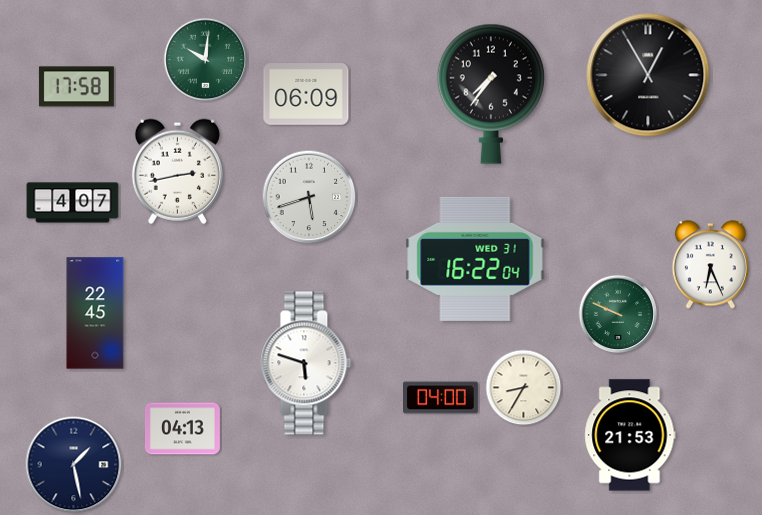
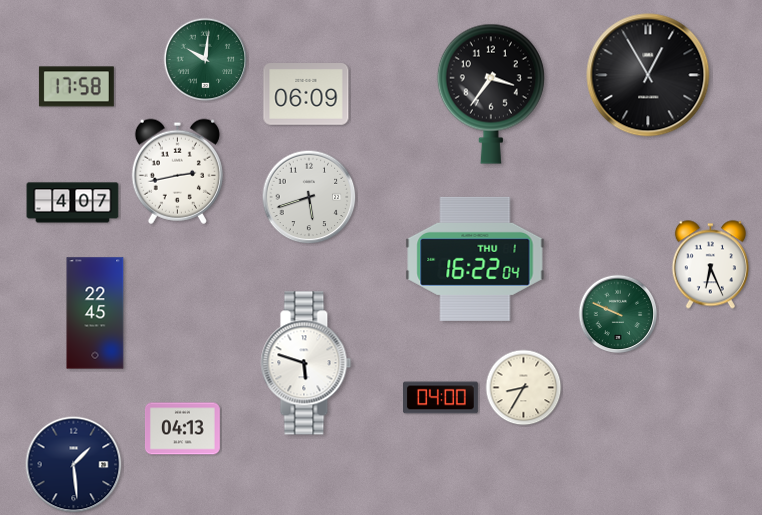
clock at (491, 94): 7:36 -> 3:36
clock at (475, 259) date: WED 31 -> THU 1
clock at (630, 435): 21:53 -> none
clock at (74, 465): 1:28 -> 1:29
